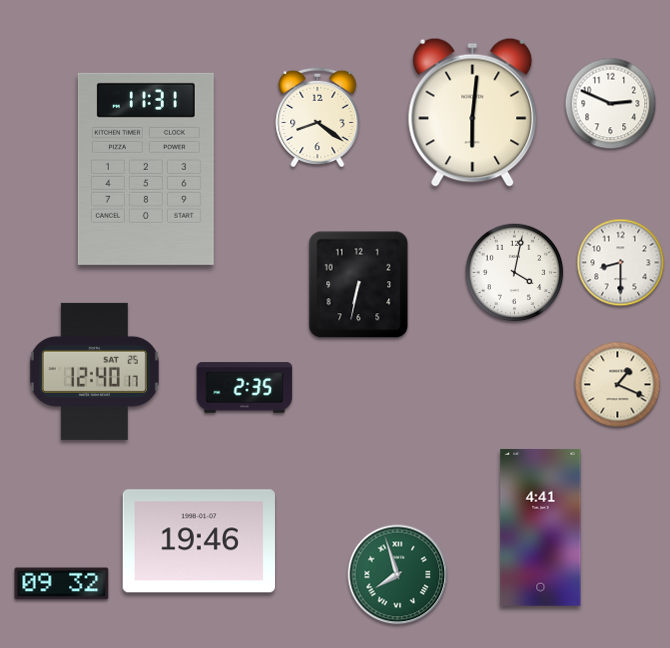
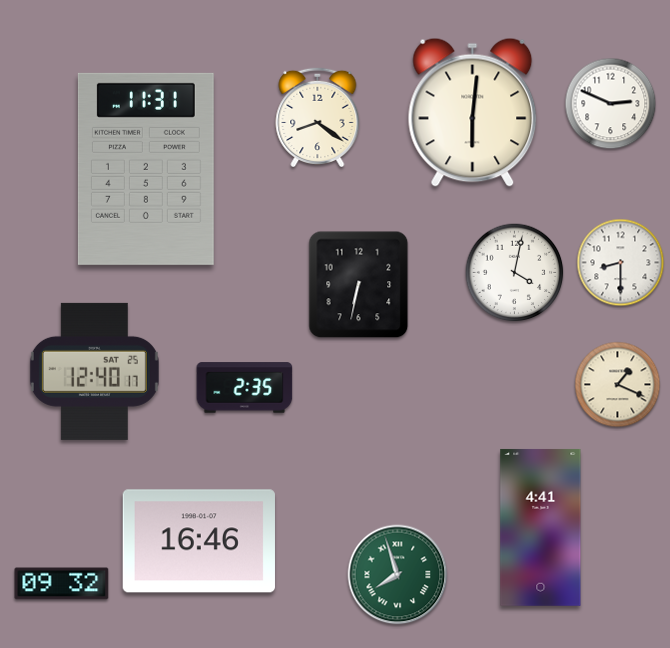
clock at (199, 541): 19:46 -> 16:46
